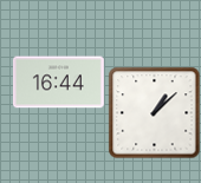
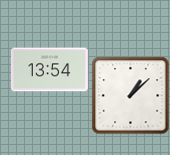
clock at (58, 83): 16:44 -> 13:54
